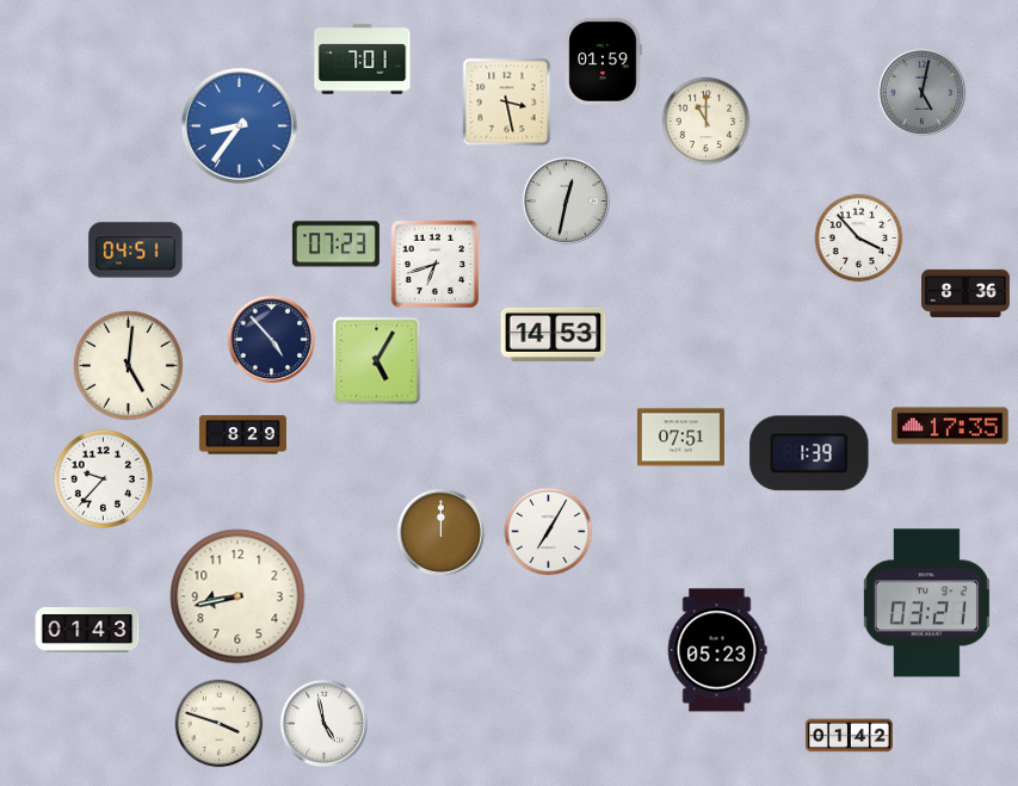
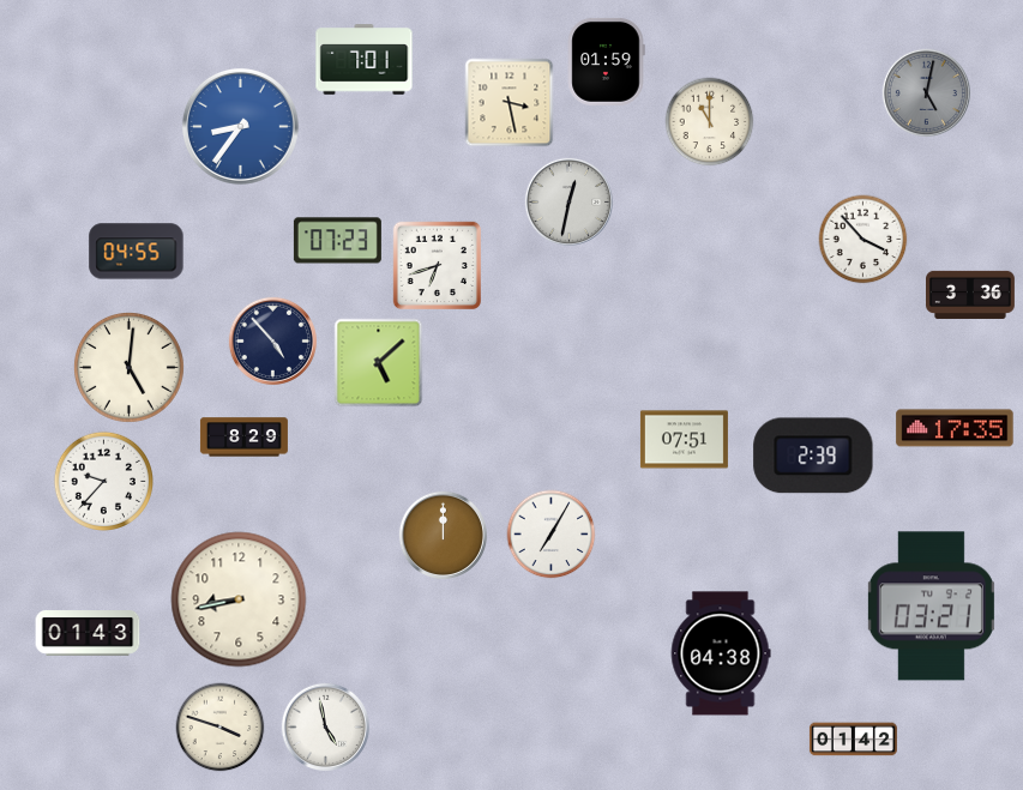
clock at (335, 245) position: (335, 245) -> (337, 241)
clock at (136, 250): 04:51 -> 04:55
clock at (967, 293): 8:36 -> 3:36
clock at (554, 334): 14:53 -> none
clock at (377, 361): 5:05 -> 5:08
clock at (809, 453): 1:39 -> 2:39
clock at (717, 650): 05:23 -> 04:38
